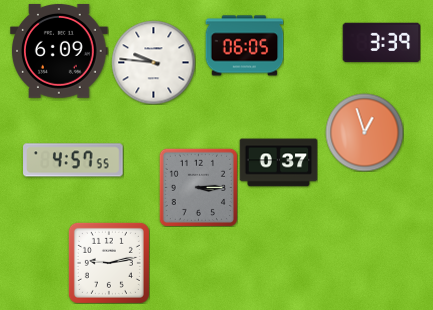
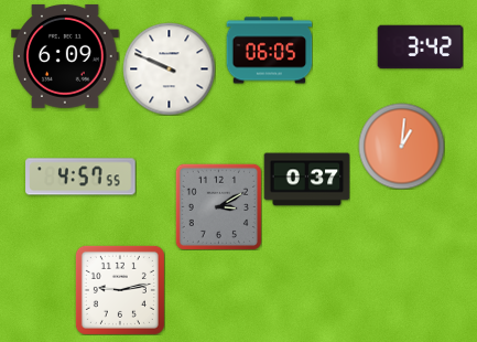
clock at (381, 43): 3:39 -> 3:42
clock at (153, 62): 9:46 -> 9:49
clock at (364, 132): 12:57 -> 1:01
clock at (198, 187): 3:15 -> 3:10
